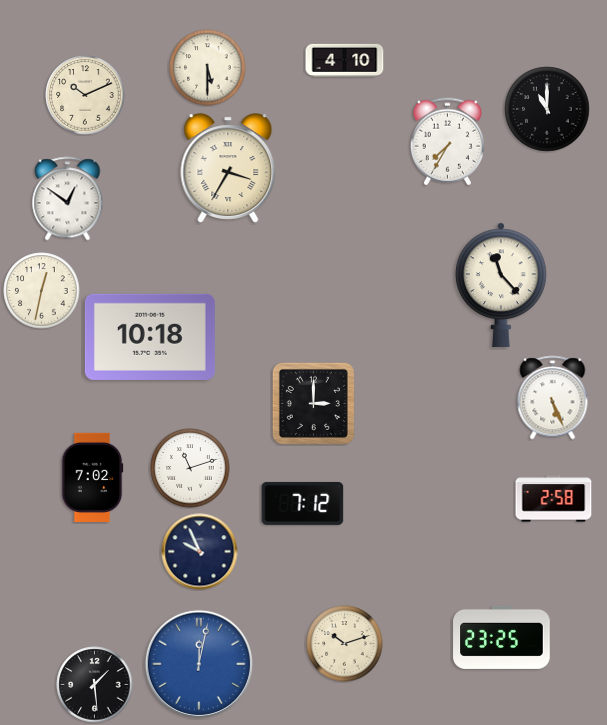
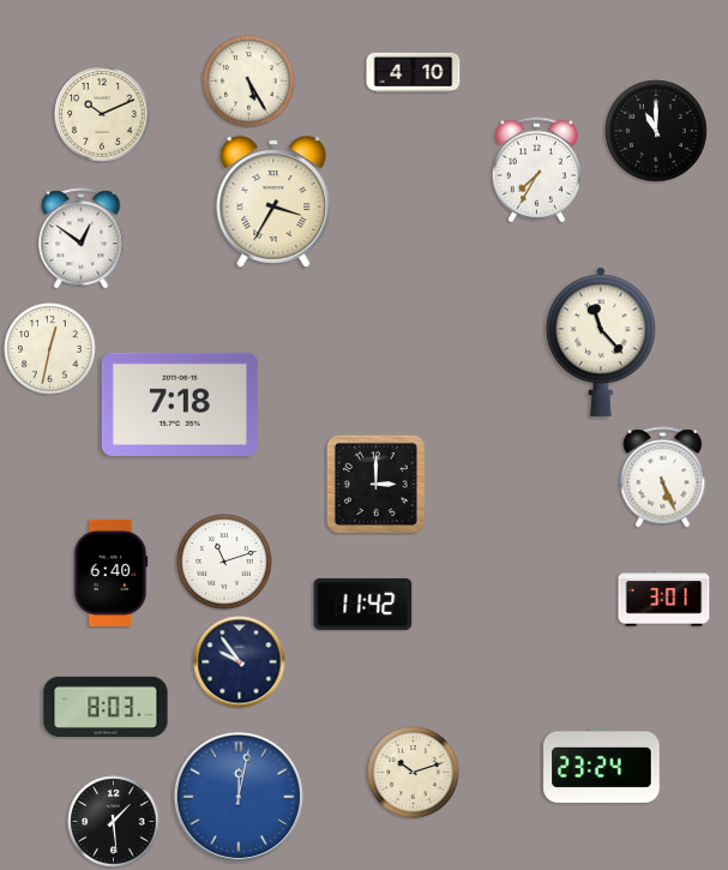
clock at (208, 68): 5:30 -> 5:25
clock at (150, 337): 10:18 -> 7:18
clock at (190, 468) position: (190, 468) -> (224, 562)
clock at (92, 477): 7:02 -> 6:40
clock at (554, 499): 2:58 -> 3:01
clock at (303, 503): 7:12 -> 11:42
clock at (200, 552): 9:56 -> 9:54
clock at (106, 706): none -> 8:03
clock at (502, 637): 23:25 -> 23:24
